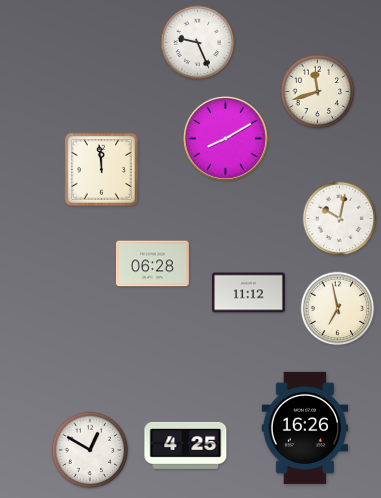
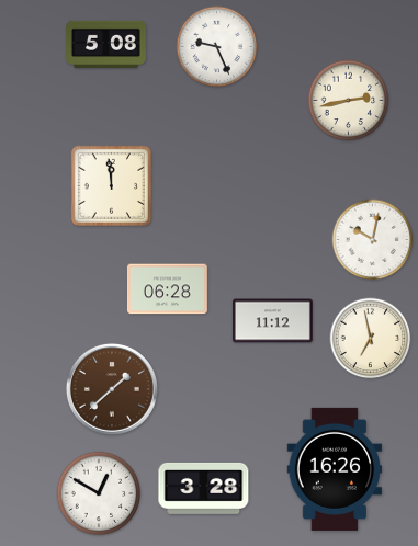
clock at (106, 44): none -> 5:08
clock at (318, 92): 11:42 -> 2:43
clock at (225, 138): 8:10 -> none
clock at (112, 389): none -> 1:38
clock at (186, 445): 4:25 -> 3:28
